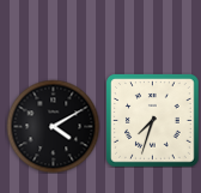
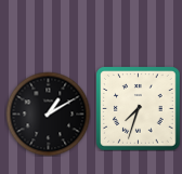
clock at (53, 126): 4:10 -> 1:10
